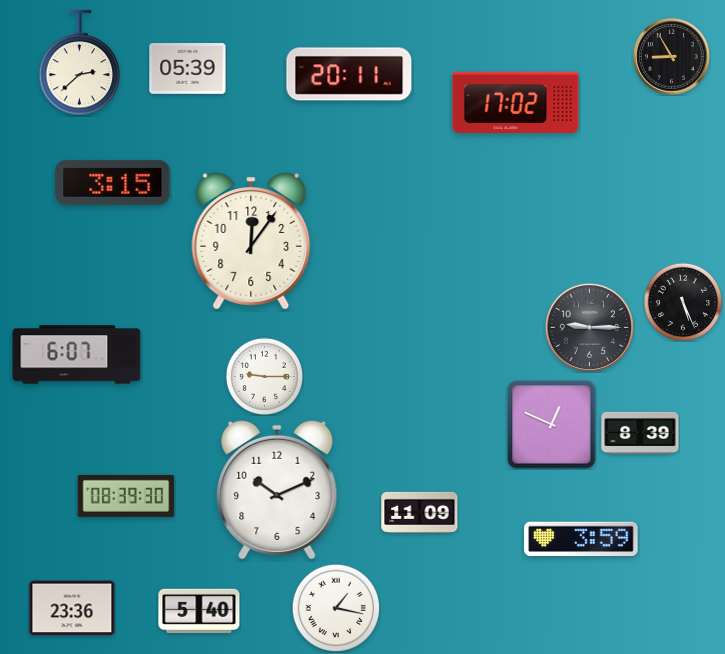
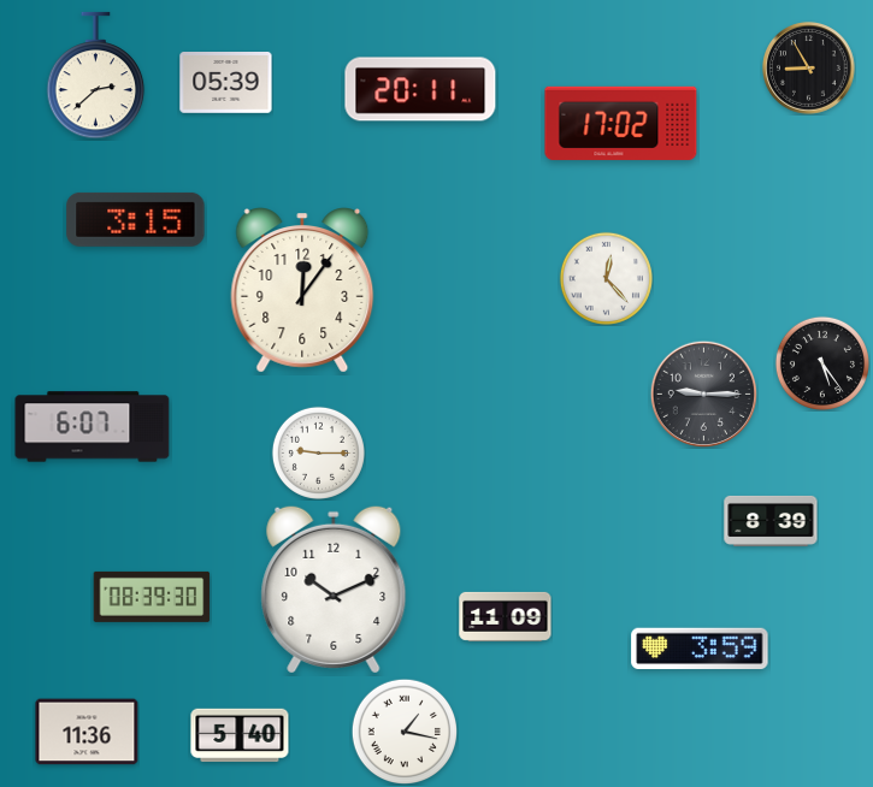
clock at (606, 278): none -> 12:23
clock at (683, 302): 5:26 -> 5:24
clock at (589, 327) position: (589, 327) -> (703, 393)
clock at (552, 425): 12:49 -> none
clock at (72, 608): 23:36 -> 11:36
